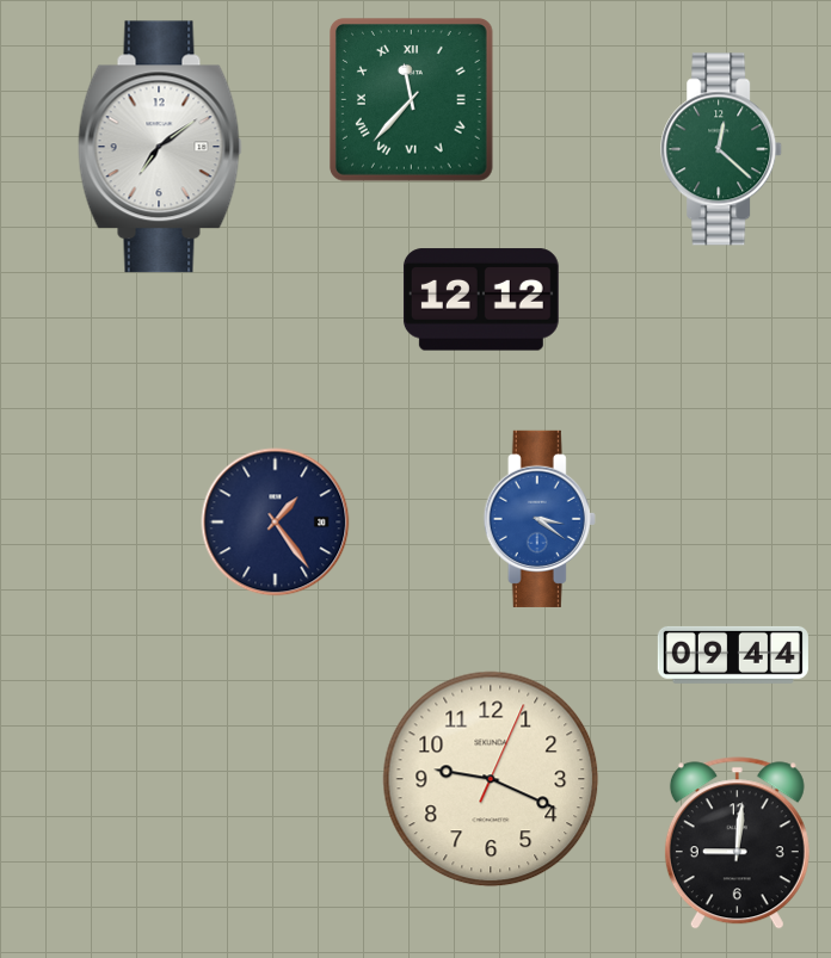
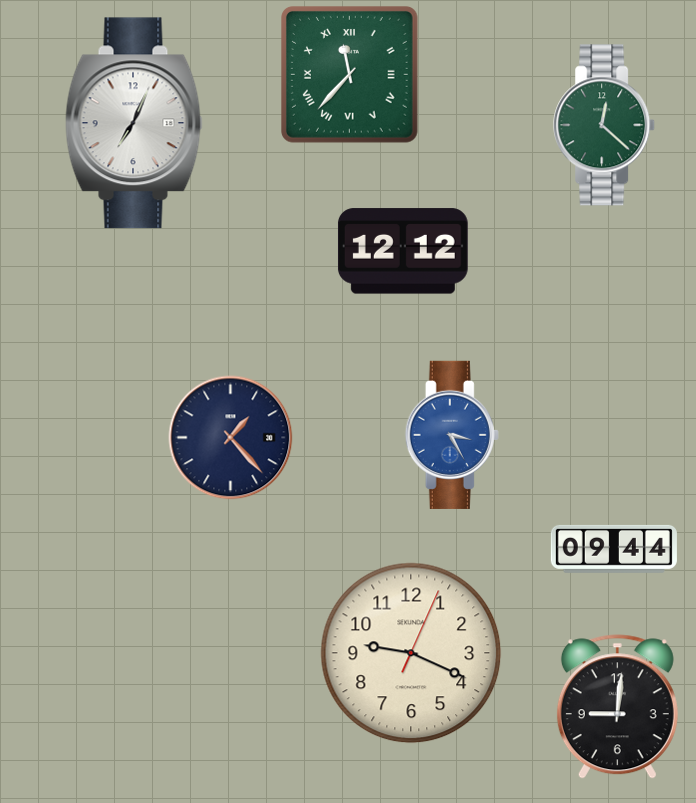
clock at (412, 100) position: (412, 100) -> (350, 75)
clock at (160, 147): 7:09 -> 7:04
clock at (540, 519): 3:21 -> 3:25
clock at (276, 523): 1:24 -> 1:23
